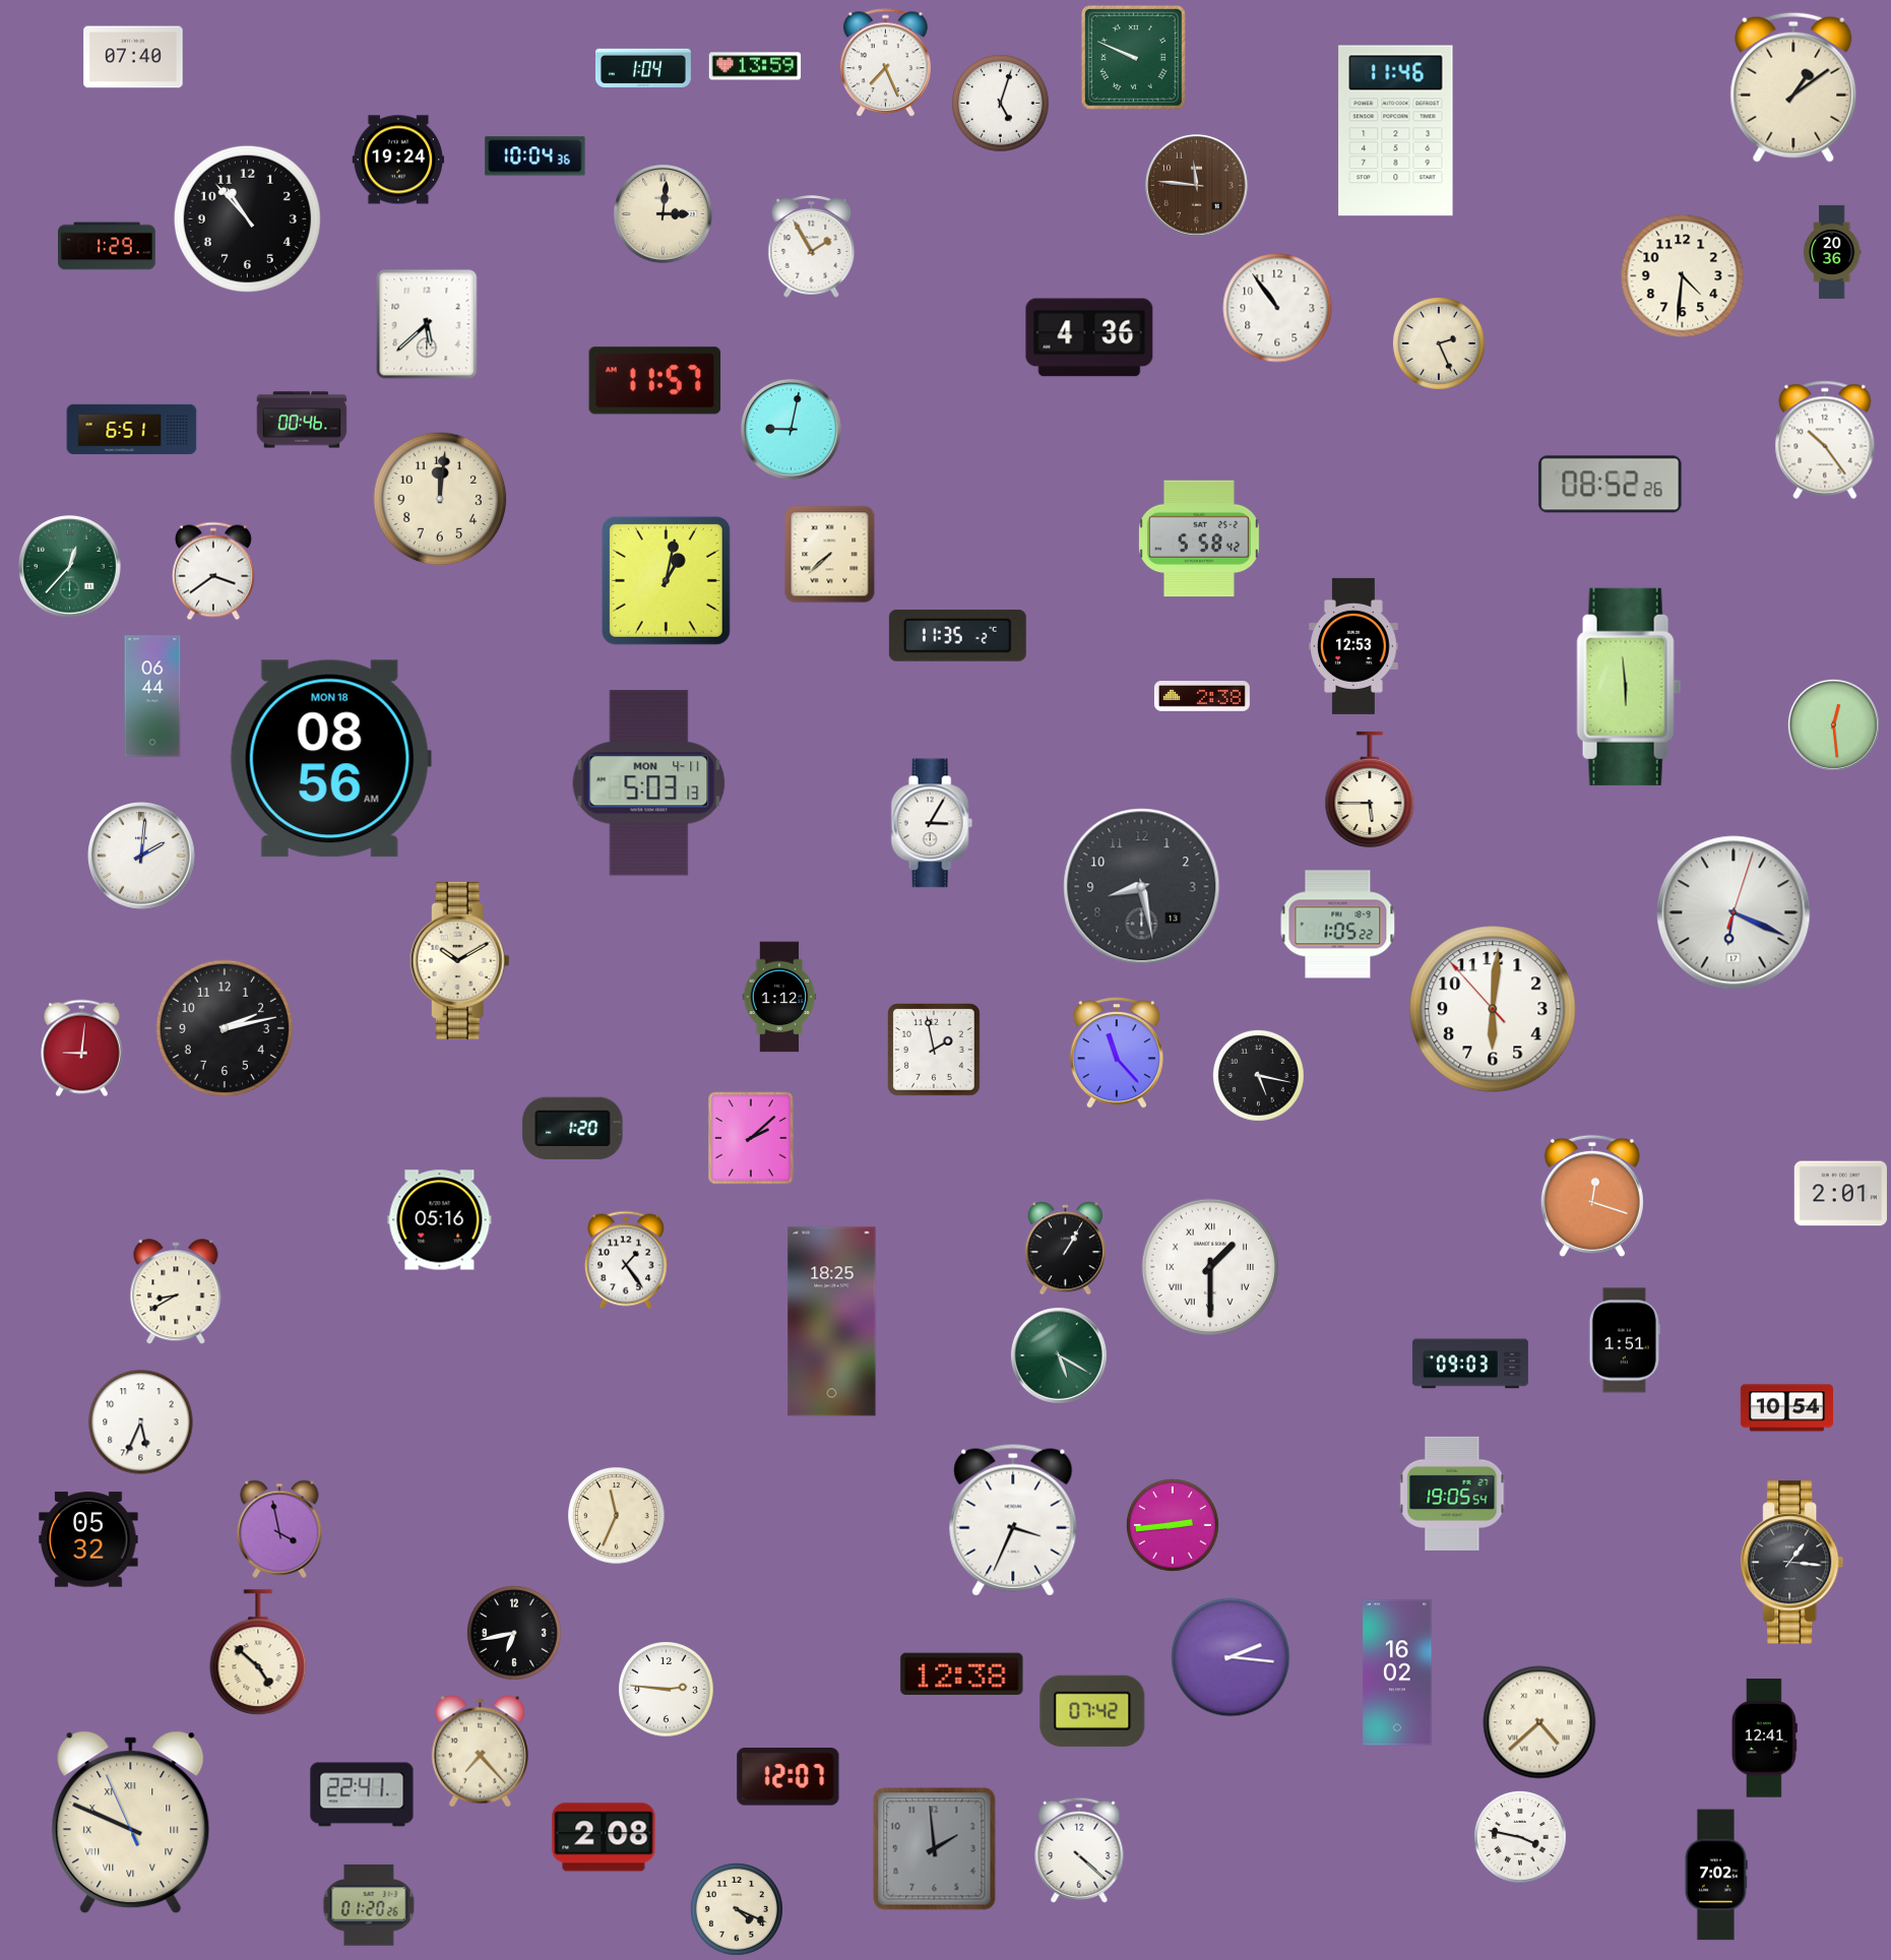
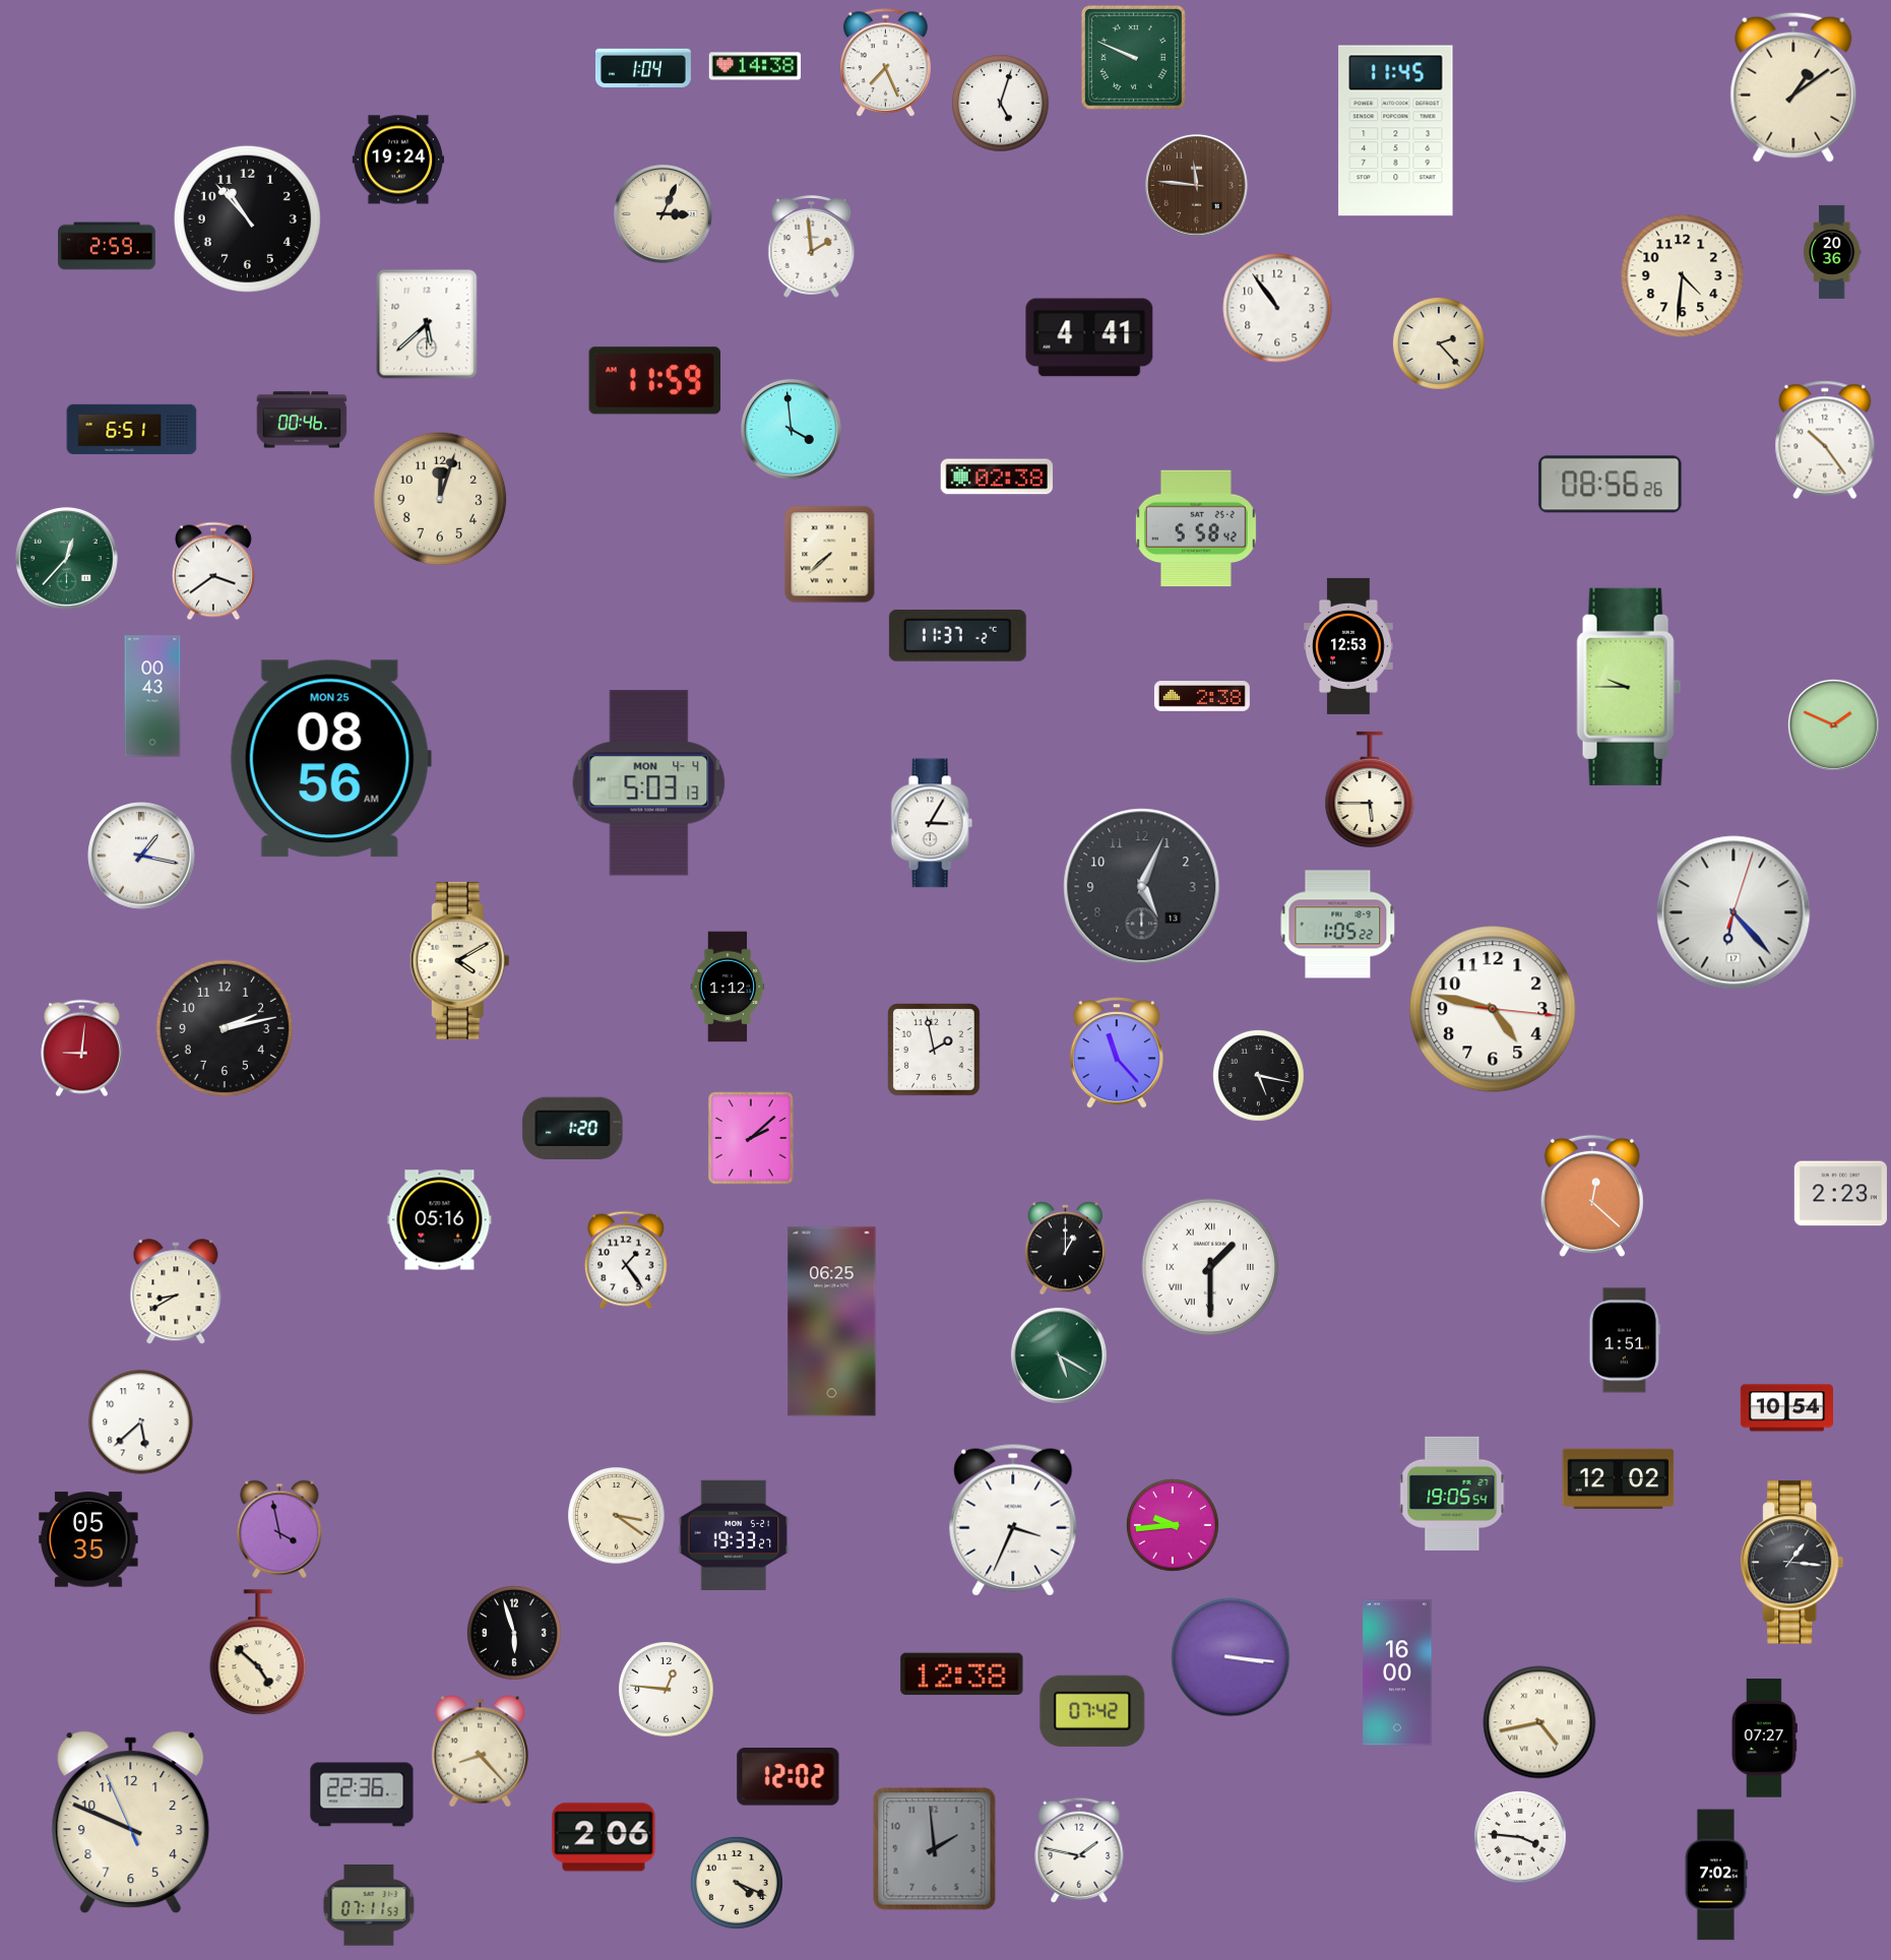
clock at (133, 57): 07:40 -> none
clock at (755, 66): 13:59 -> 14:38
clock at (1396, 131): 11:46 -> 11:45
clock at (535, 156): 10:04 -> none
clock at (664, 214): 3:01 -> 3:04
clock at (107, 246): 1:29 -> 2:59
clock at (812, 247): 1:55 -> 1:59
clock at (1089, 337): 4:36 -> 4:41
clock at (1439, 343): 2:26 -> 2:23
clock at (655, 381): 11:57 -> 11:59
clock at (792, 430): 9:02 -> 3:59
clock at (997, 477): none -> 02:38
clock at (1611, 485): 08:52 -> 08:56
clock at (440, 499): 12:01 -> 12:03
clock at (1199, 539) position: (1199, 539) -> (1196, 528)
clock at (70, 567) position: (70, 567) -> (67, 559)
clock at (666, 580): 1:02 -> none
clock at (957, 635): 11:35 -> 11:37
clock at (1353, 646) position: (1353, 646) -> (1348, 646)
clock at (1629, 687): 5:59 -> 9:45
clock at (152, 696): 06:44 -> 00:43
clock at (1833, 724): 12:29 -> 1:49
clock at (330, 759) date: MON 18 -> MON 25
clock at (649, 783) date: MON 4-11 -> MON 4-4
clock at (141, 856): 2:01 -> 1:17
clock at (1142, 887): 8:28 -> 5:04
clock at (1734, 912): 6:19 -> 6:23
clock at (459, 960): 10:10 -> 4:10
clock at (779, 997) position: (779, 997) -> (728, 987)
clock at (1493, 1009): 6:00 -> 4:47
clock at (1840, 1194): 2:01 -> 2:23
clock at (1592, 1196): 12:18 -> 12:22
clock at (1065, 1249): 1:05 -> 1:00
clock at (832, 1322): 18:25 -> 06:25
clock at (1470, 1364): 09:03 -> none
clock at (141, 1422): 5:34 -> 5:38
clock at (1619, 1478): none -> 12:02
clock at (617, 1516): 11:34 -> 3:21
clock at (1173, 1525): 2:44 -> 9:44
clock at (734, 1534): none -> 19:33
clock at (88, 1539): 05:32 -> 05:35
clock at (515, 1634): 6:43 -> 5:57
clock at (1231, 1657): 2:16 -> 3:16
clock at (1397, 1672): 16:02 -> 16:00
clock at (667, 1690): 2:46 -> 12:46
clock at (1539, 1722): 4:38 -> 4:43
clock at (1764, 1738): 12:41 -> 07:27
clock at (480, 1752): 7:23 -> 8:23
clock at (789, 1777): 12:07 -> 12:02
clock at (362, 1794): 22:41 -> 22:36
clock at (131, 1823) numerals: Roman -> Arabic
clock at (604, 1837): 2:08 -> 2:06
clock at (1520, 1837): 3:47 -> 3:46
clock at (1079, 1850): 4:22 -> 1:47
clock at (369, 1905): 01:20 -> 07:11
clock at (737, 1909) position: (737, 1909) -> (737, 1883)
